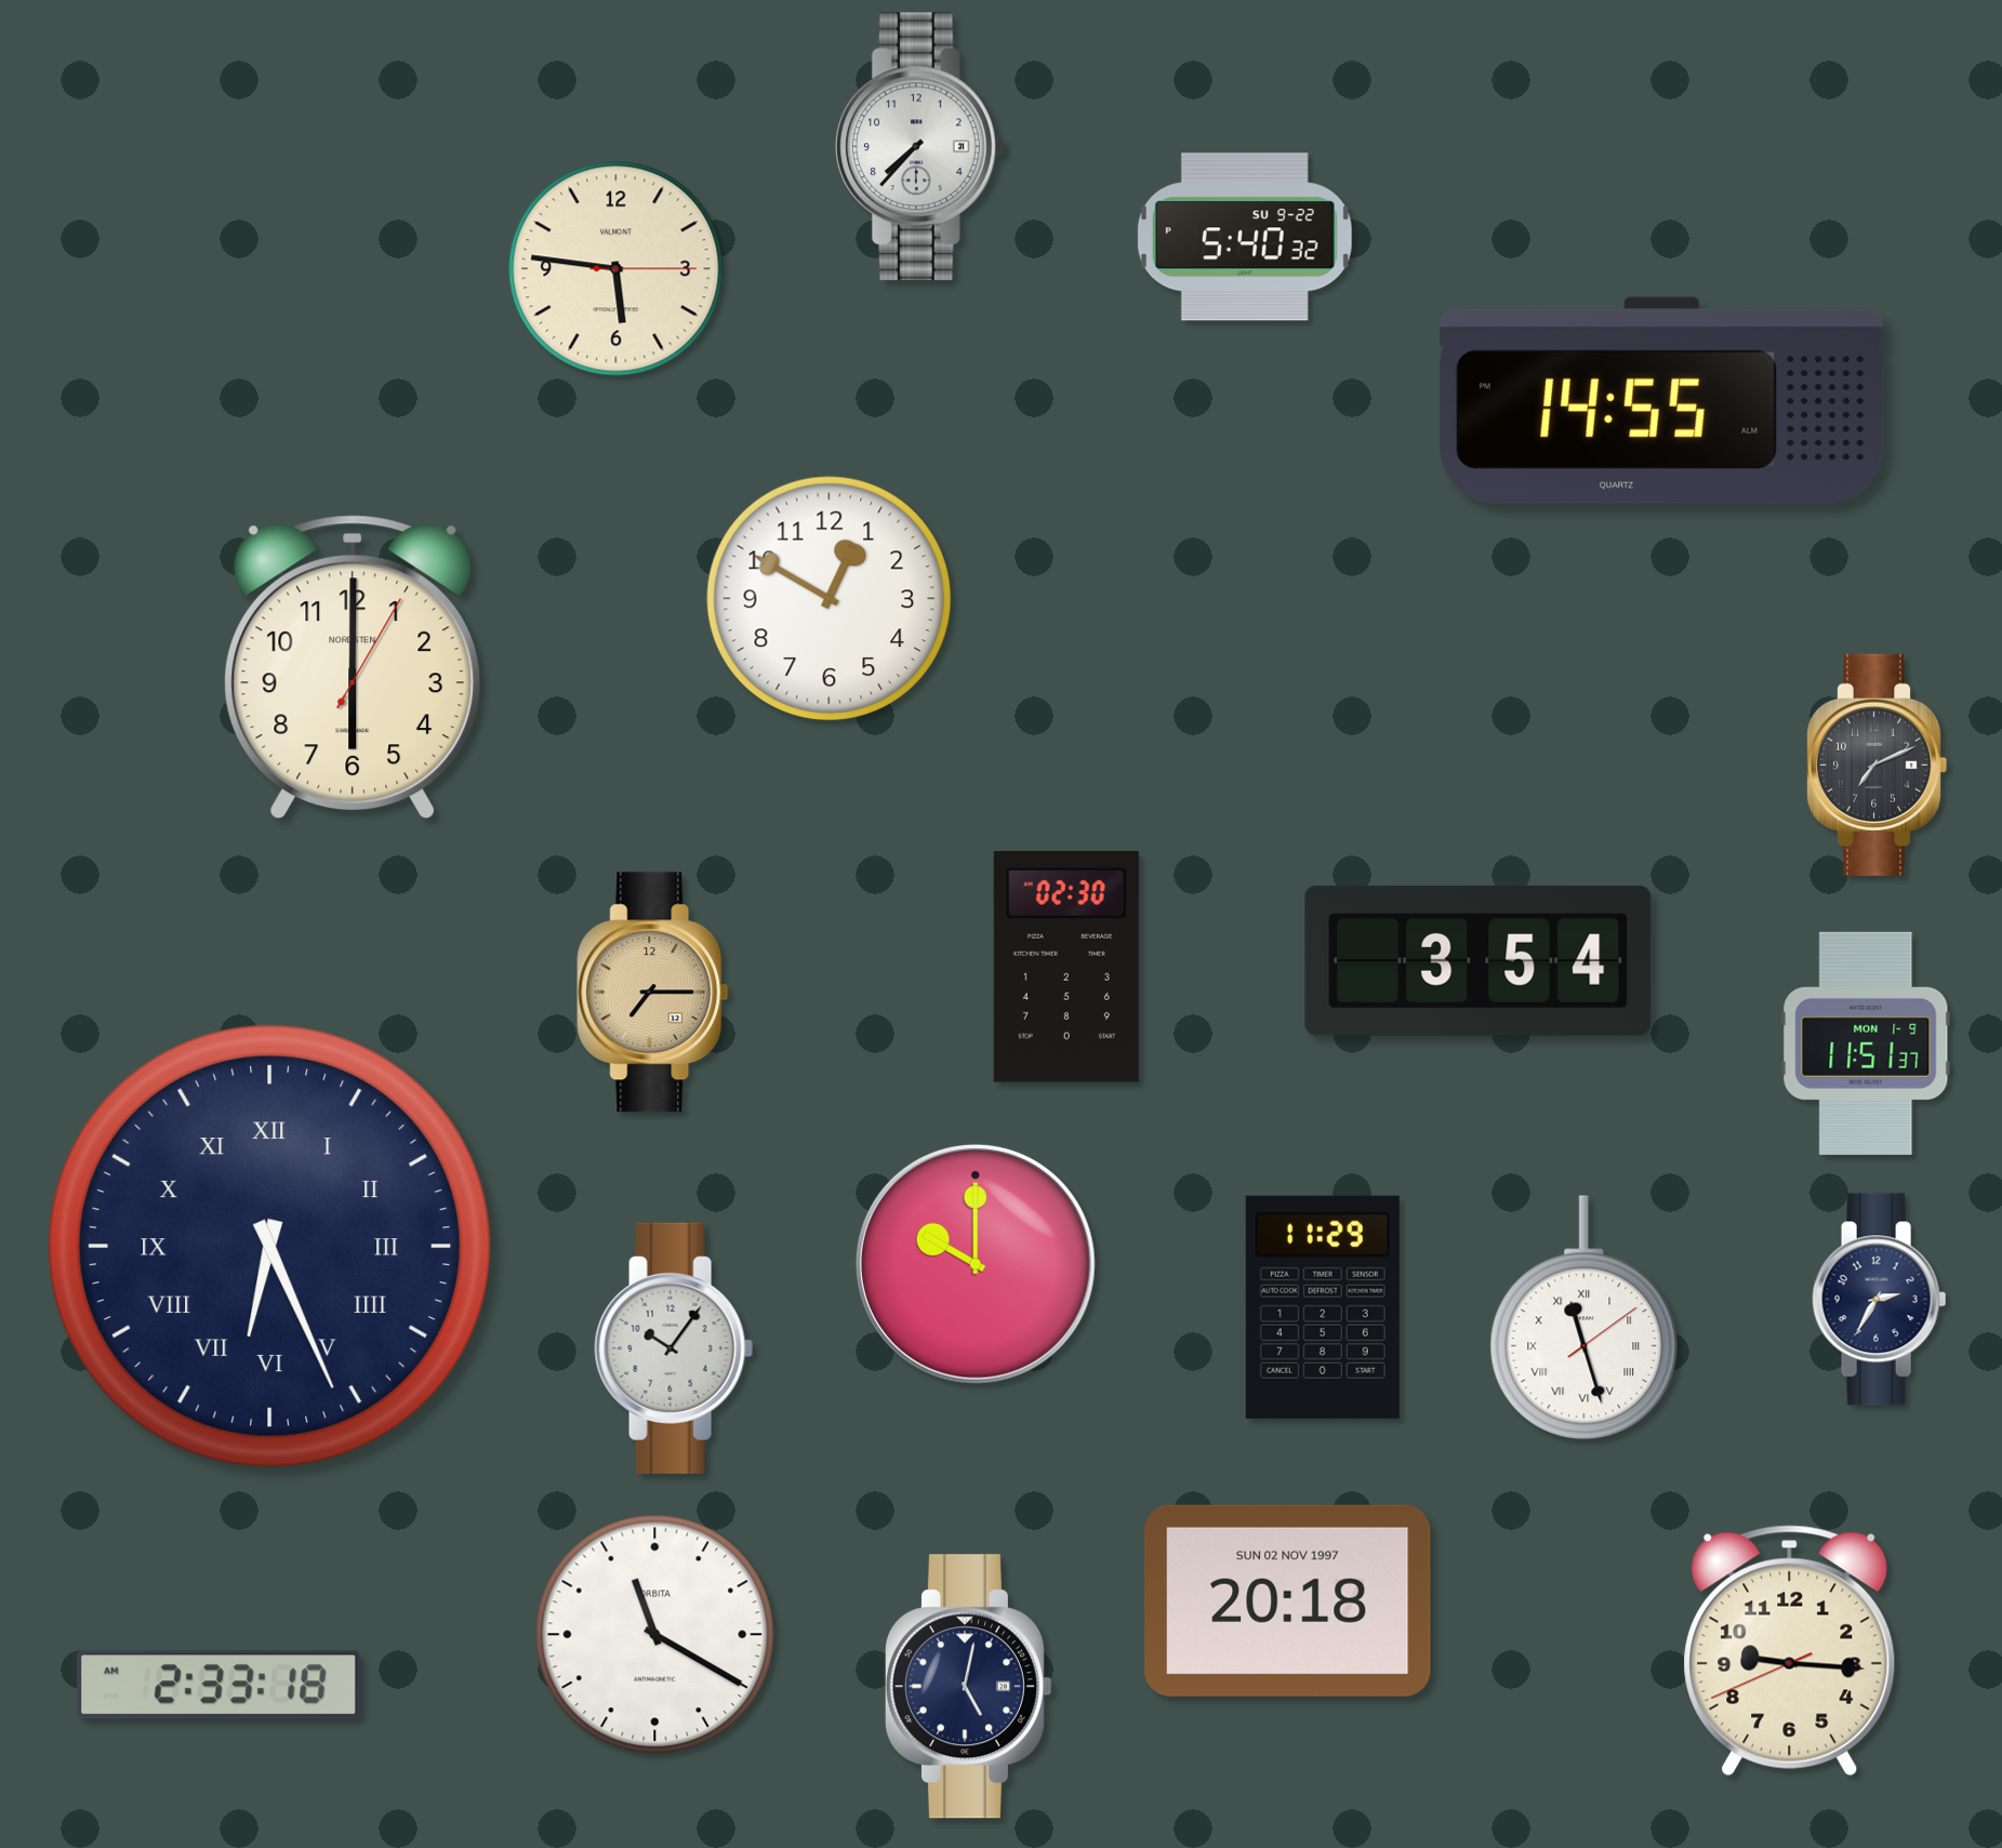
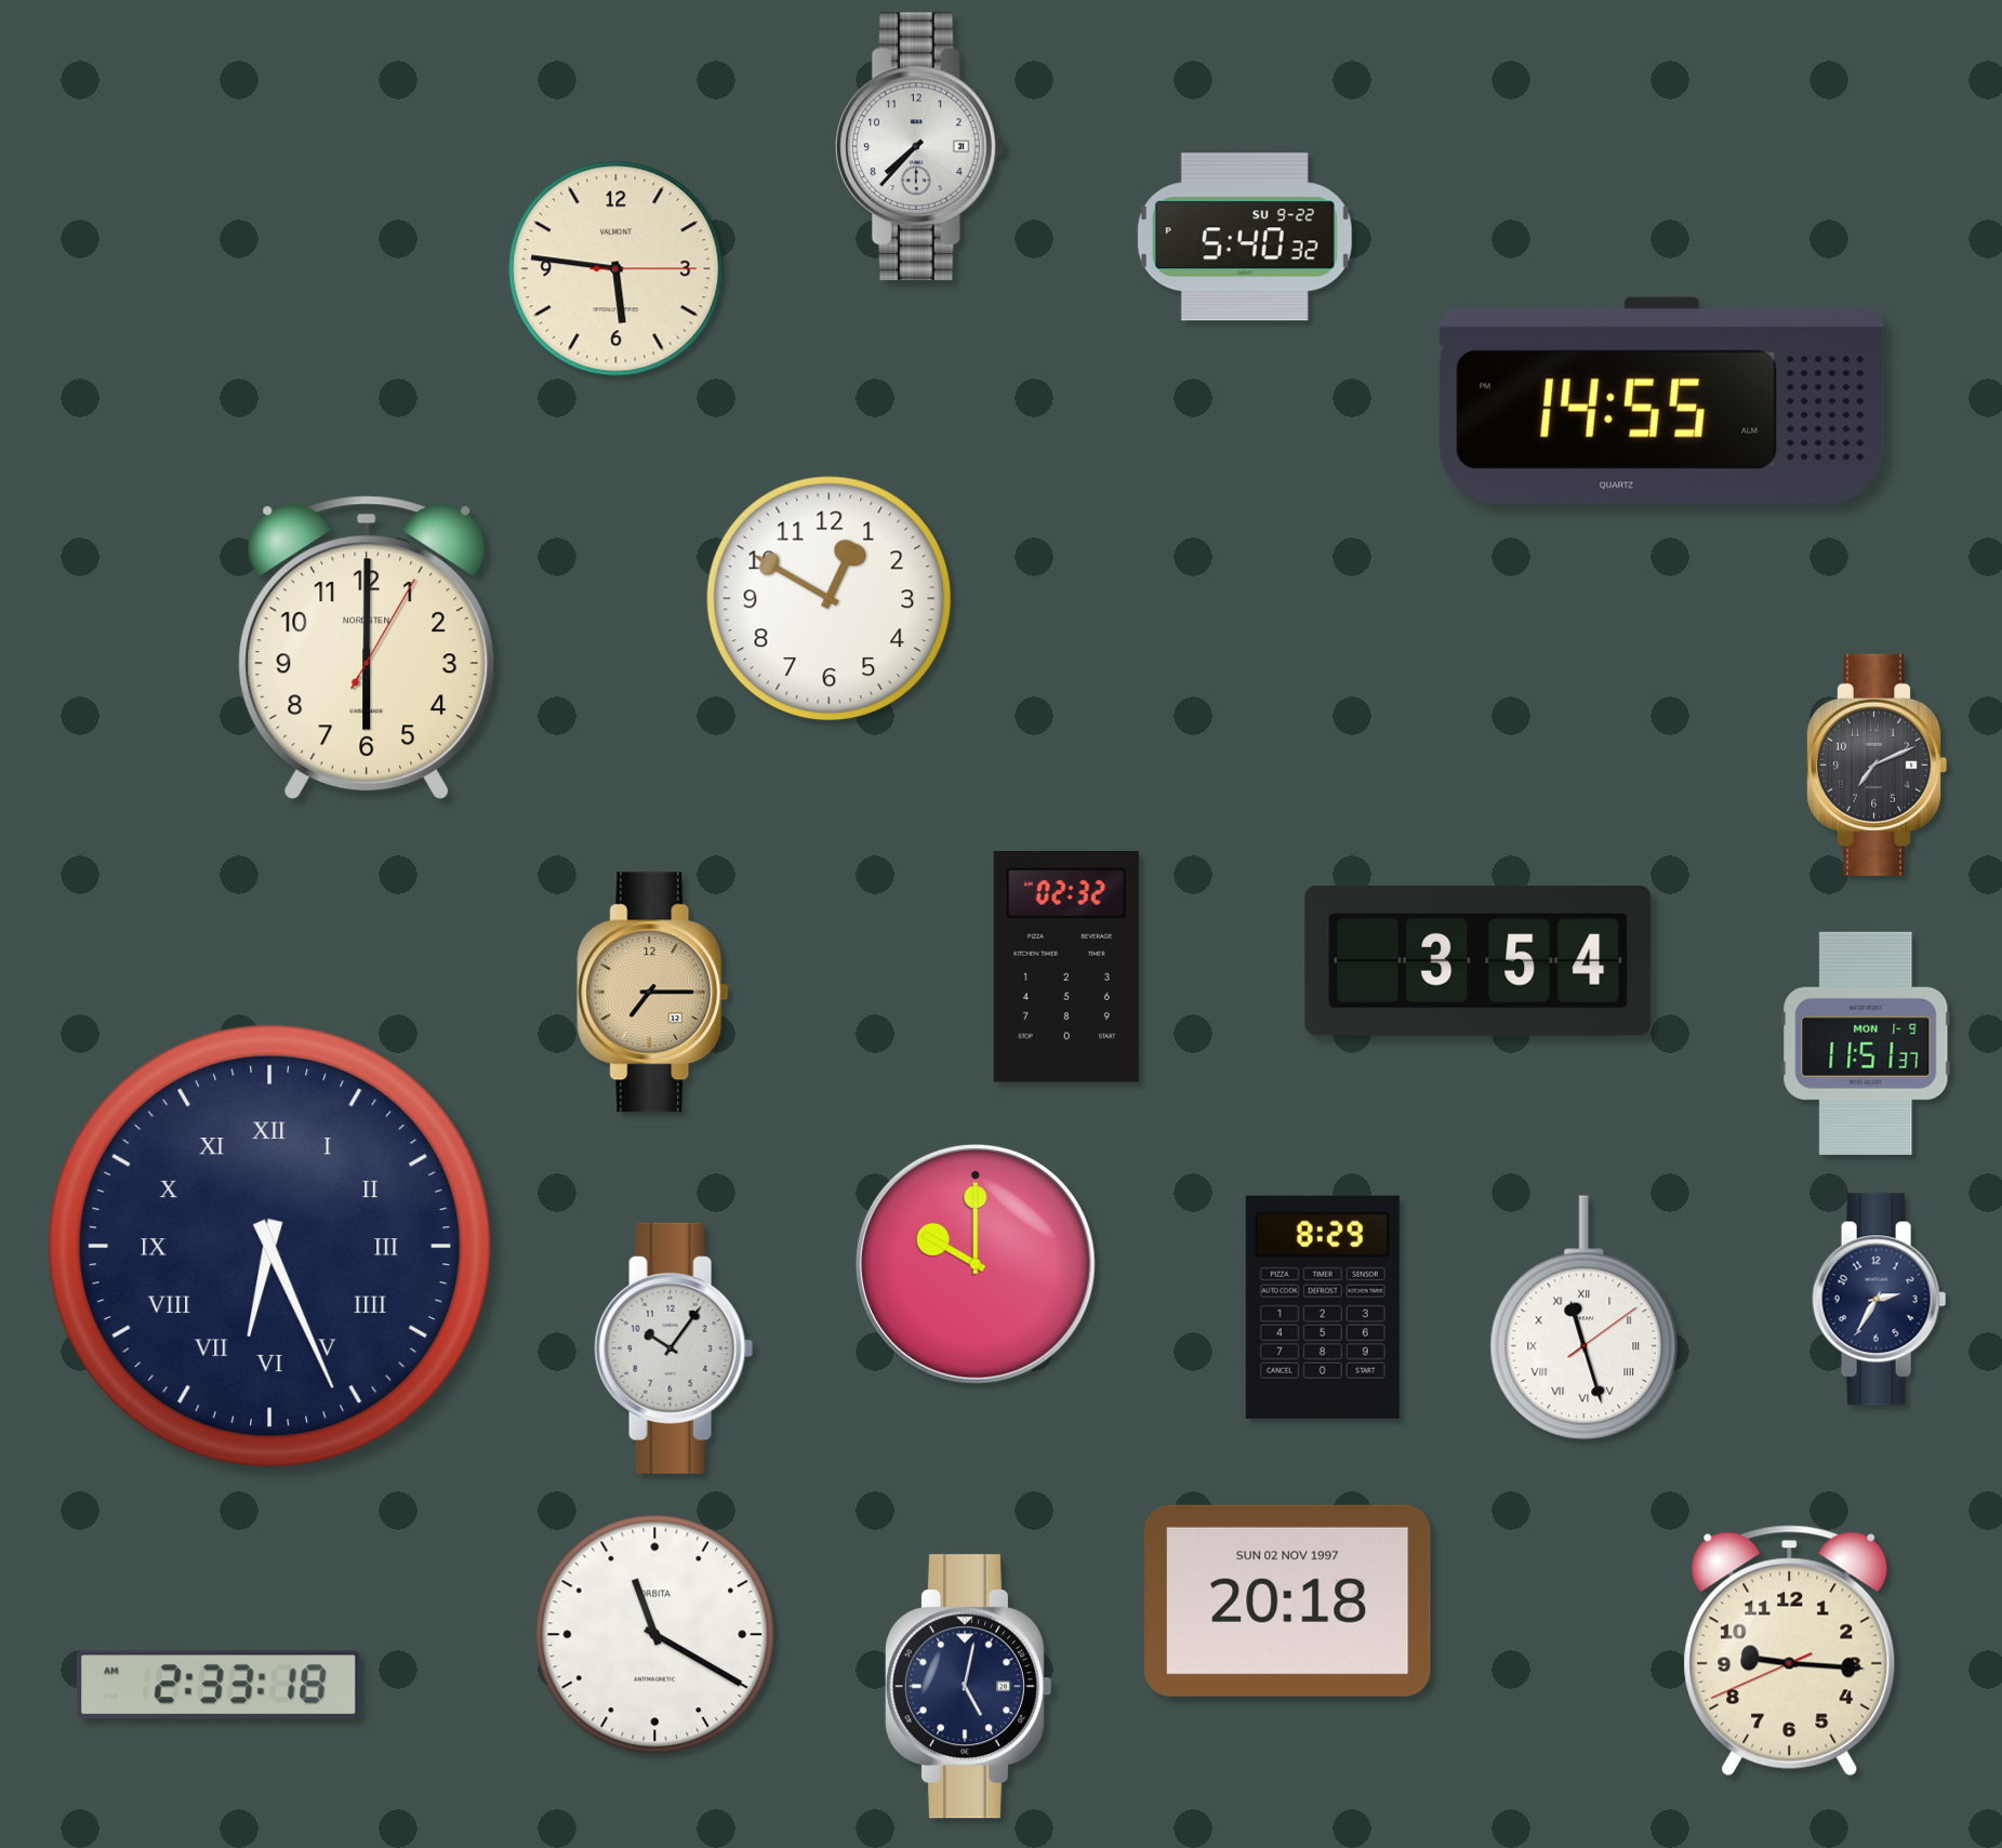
clock at (353, 667) position: (353, 667) -> (367, 648)
clock at (1066, 968): 02:30 -> 02:32
clock at (1323, 1307): 11:29 -> 8:29
